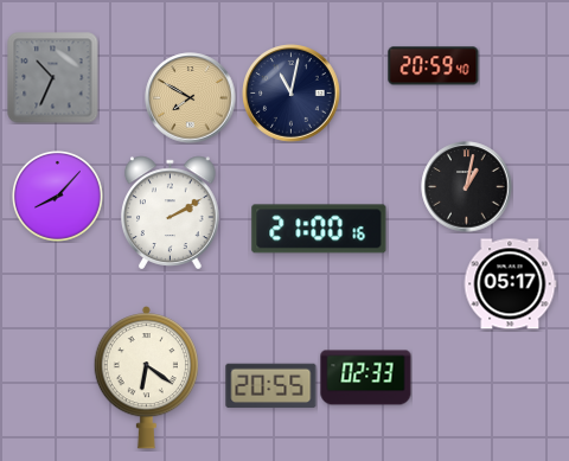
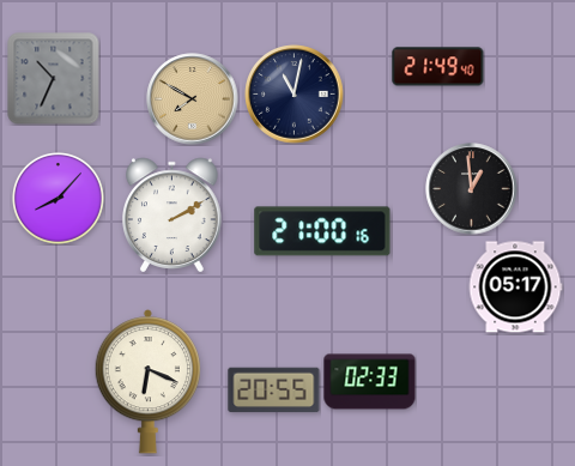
clock at (434, 66): 20:59 -> 21:49
clock at (467, 187): 1:02 -> 12:59
clock at (146, 378): 6:21 -> 6:19
